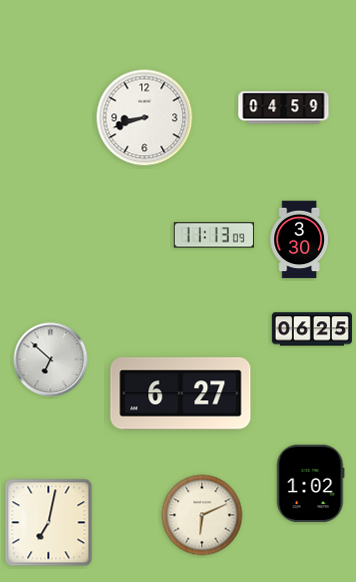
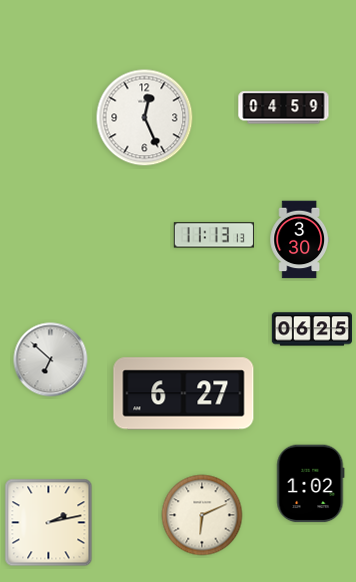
clock at (145, 118): 8:42 -> 12:26
clock at (213, 235): 11:13:09 -> 11:13:13
clock at (181, 394) position: (181, 394) -> (184, 394)
clock at (49, 523): 7:02 -> 2:13
